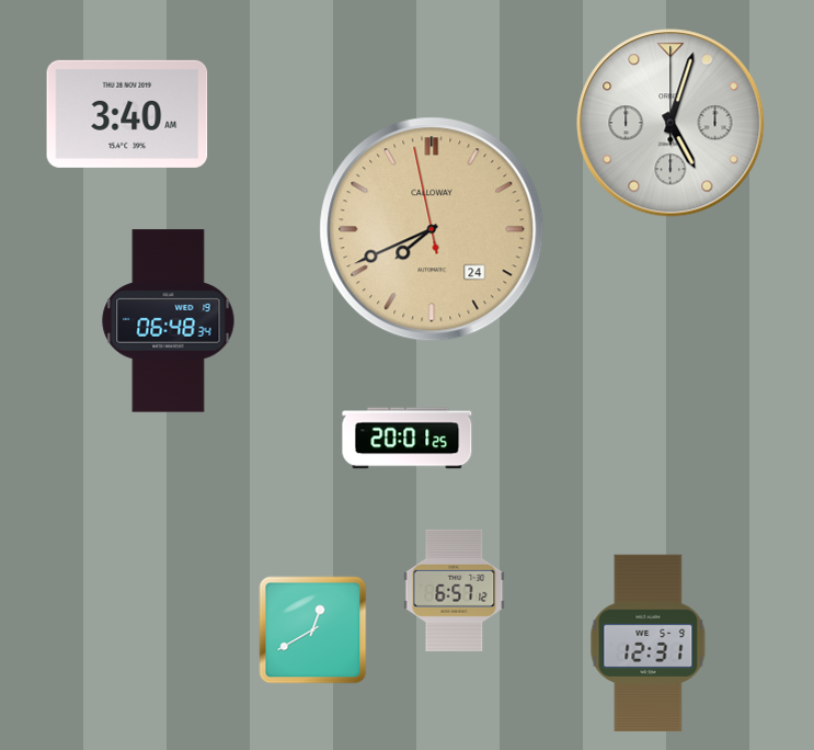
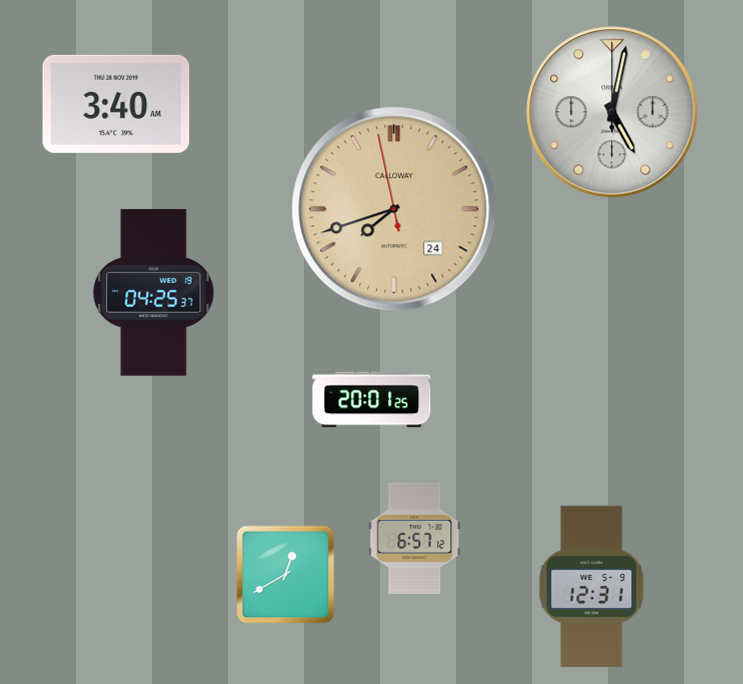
clock at (670, 123): 5:03 -> 5:02
clock at (432, 229): 7:40 -> 7:41
clock at (169, 321): 06:48 -> 04:25
